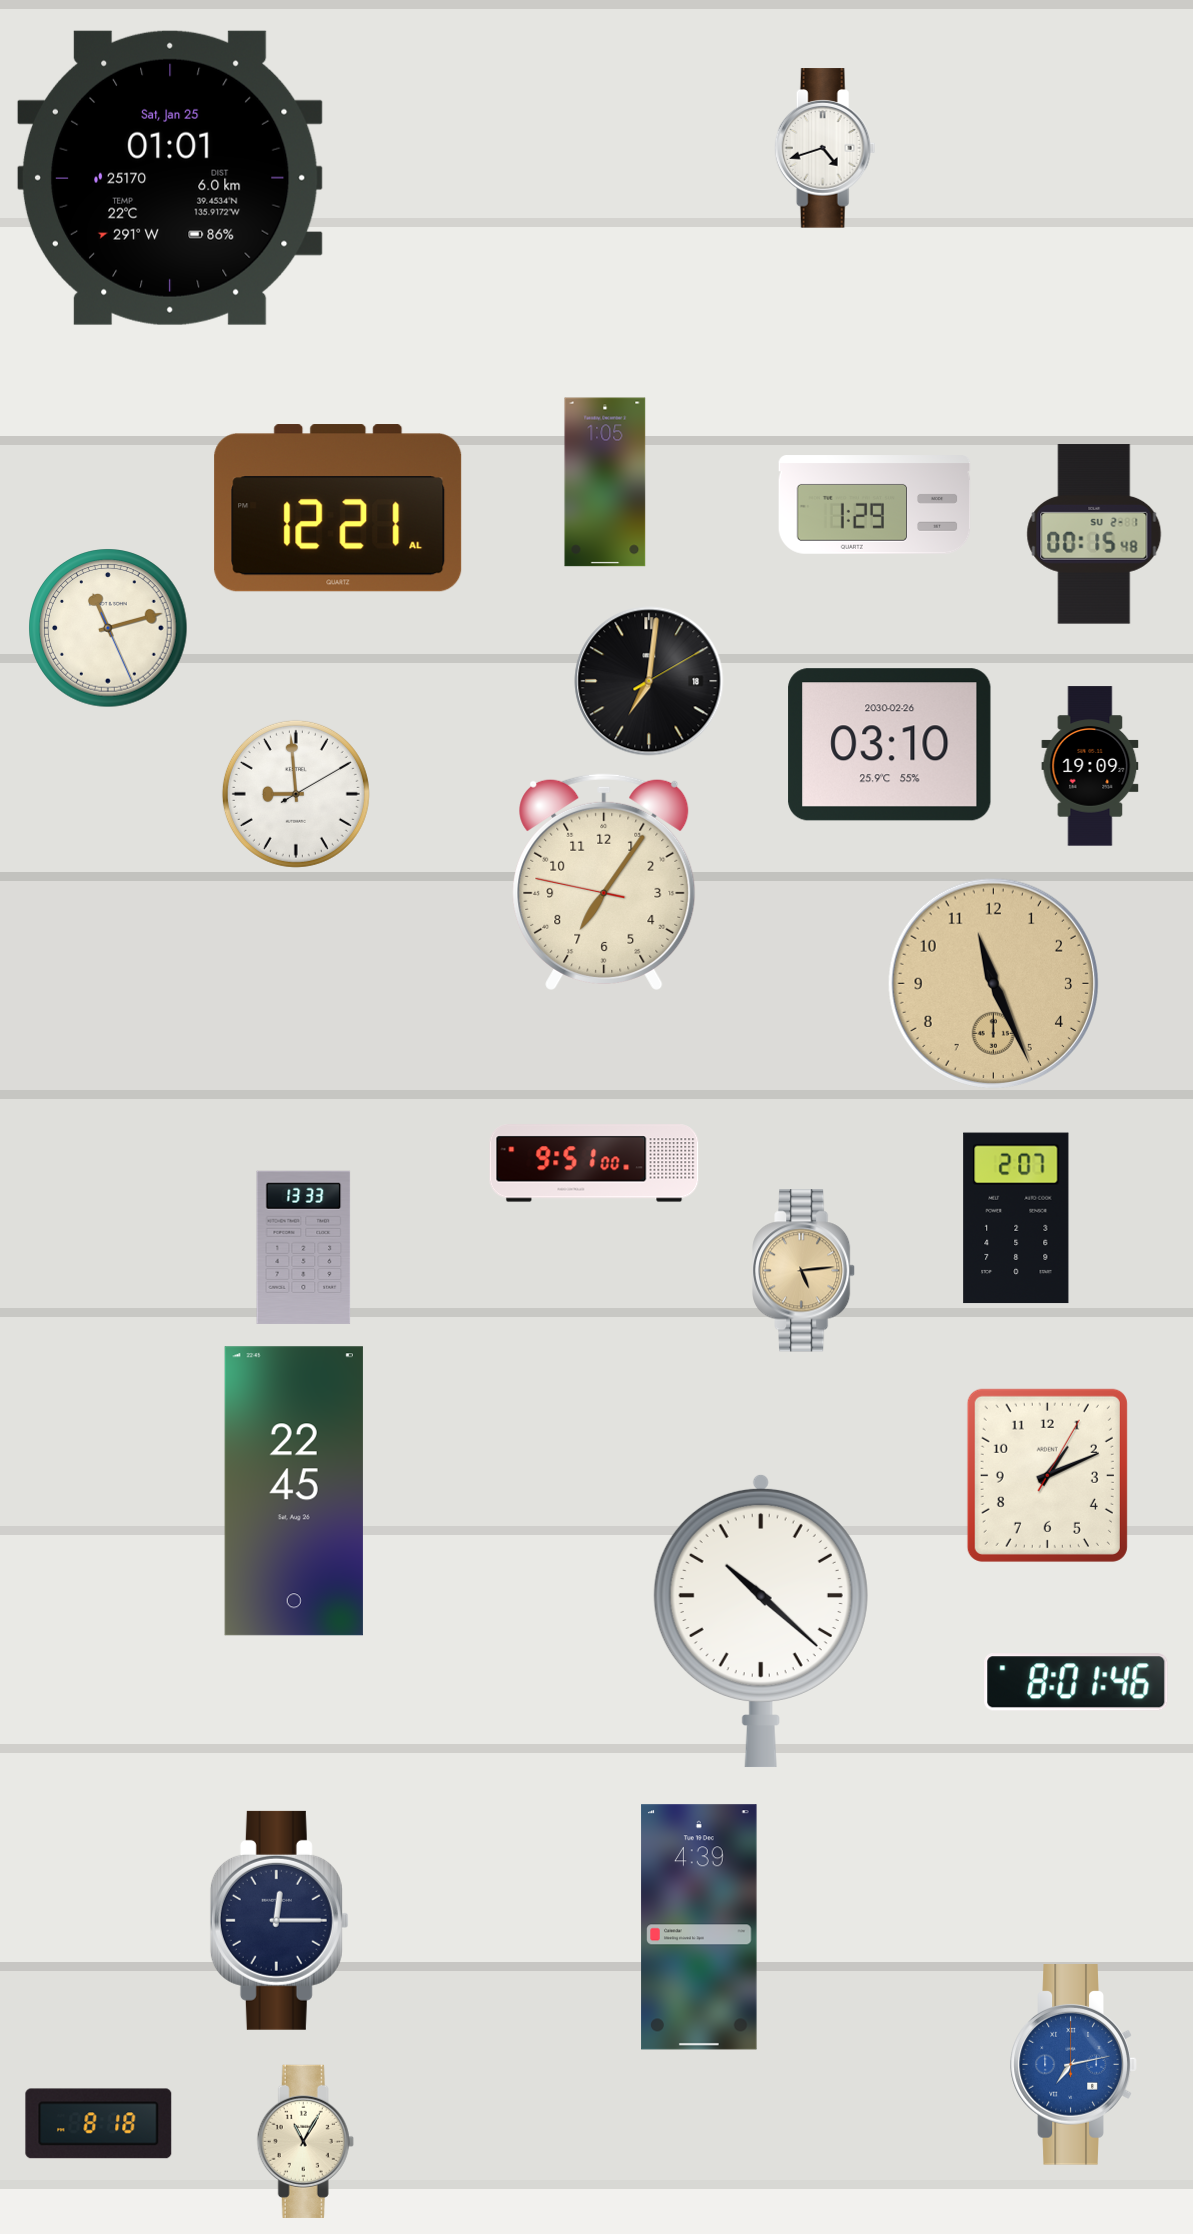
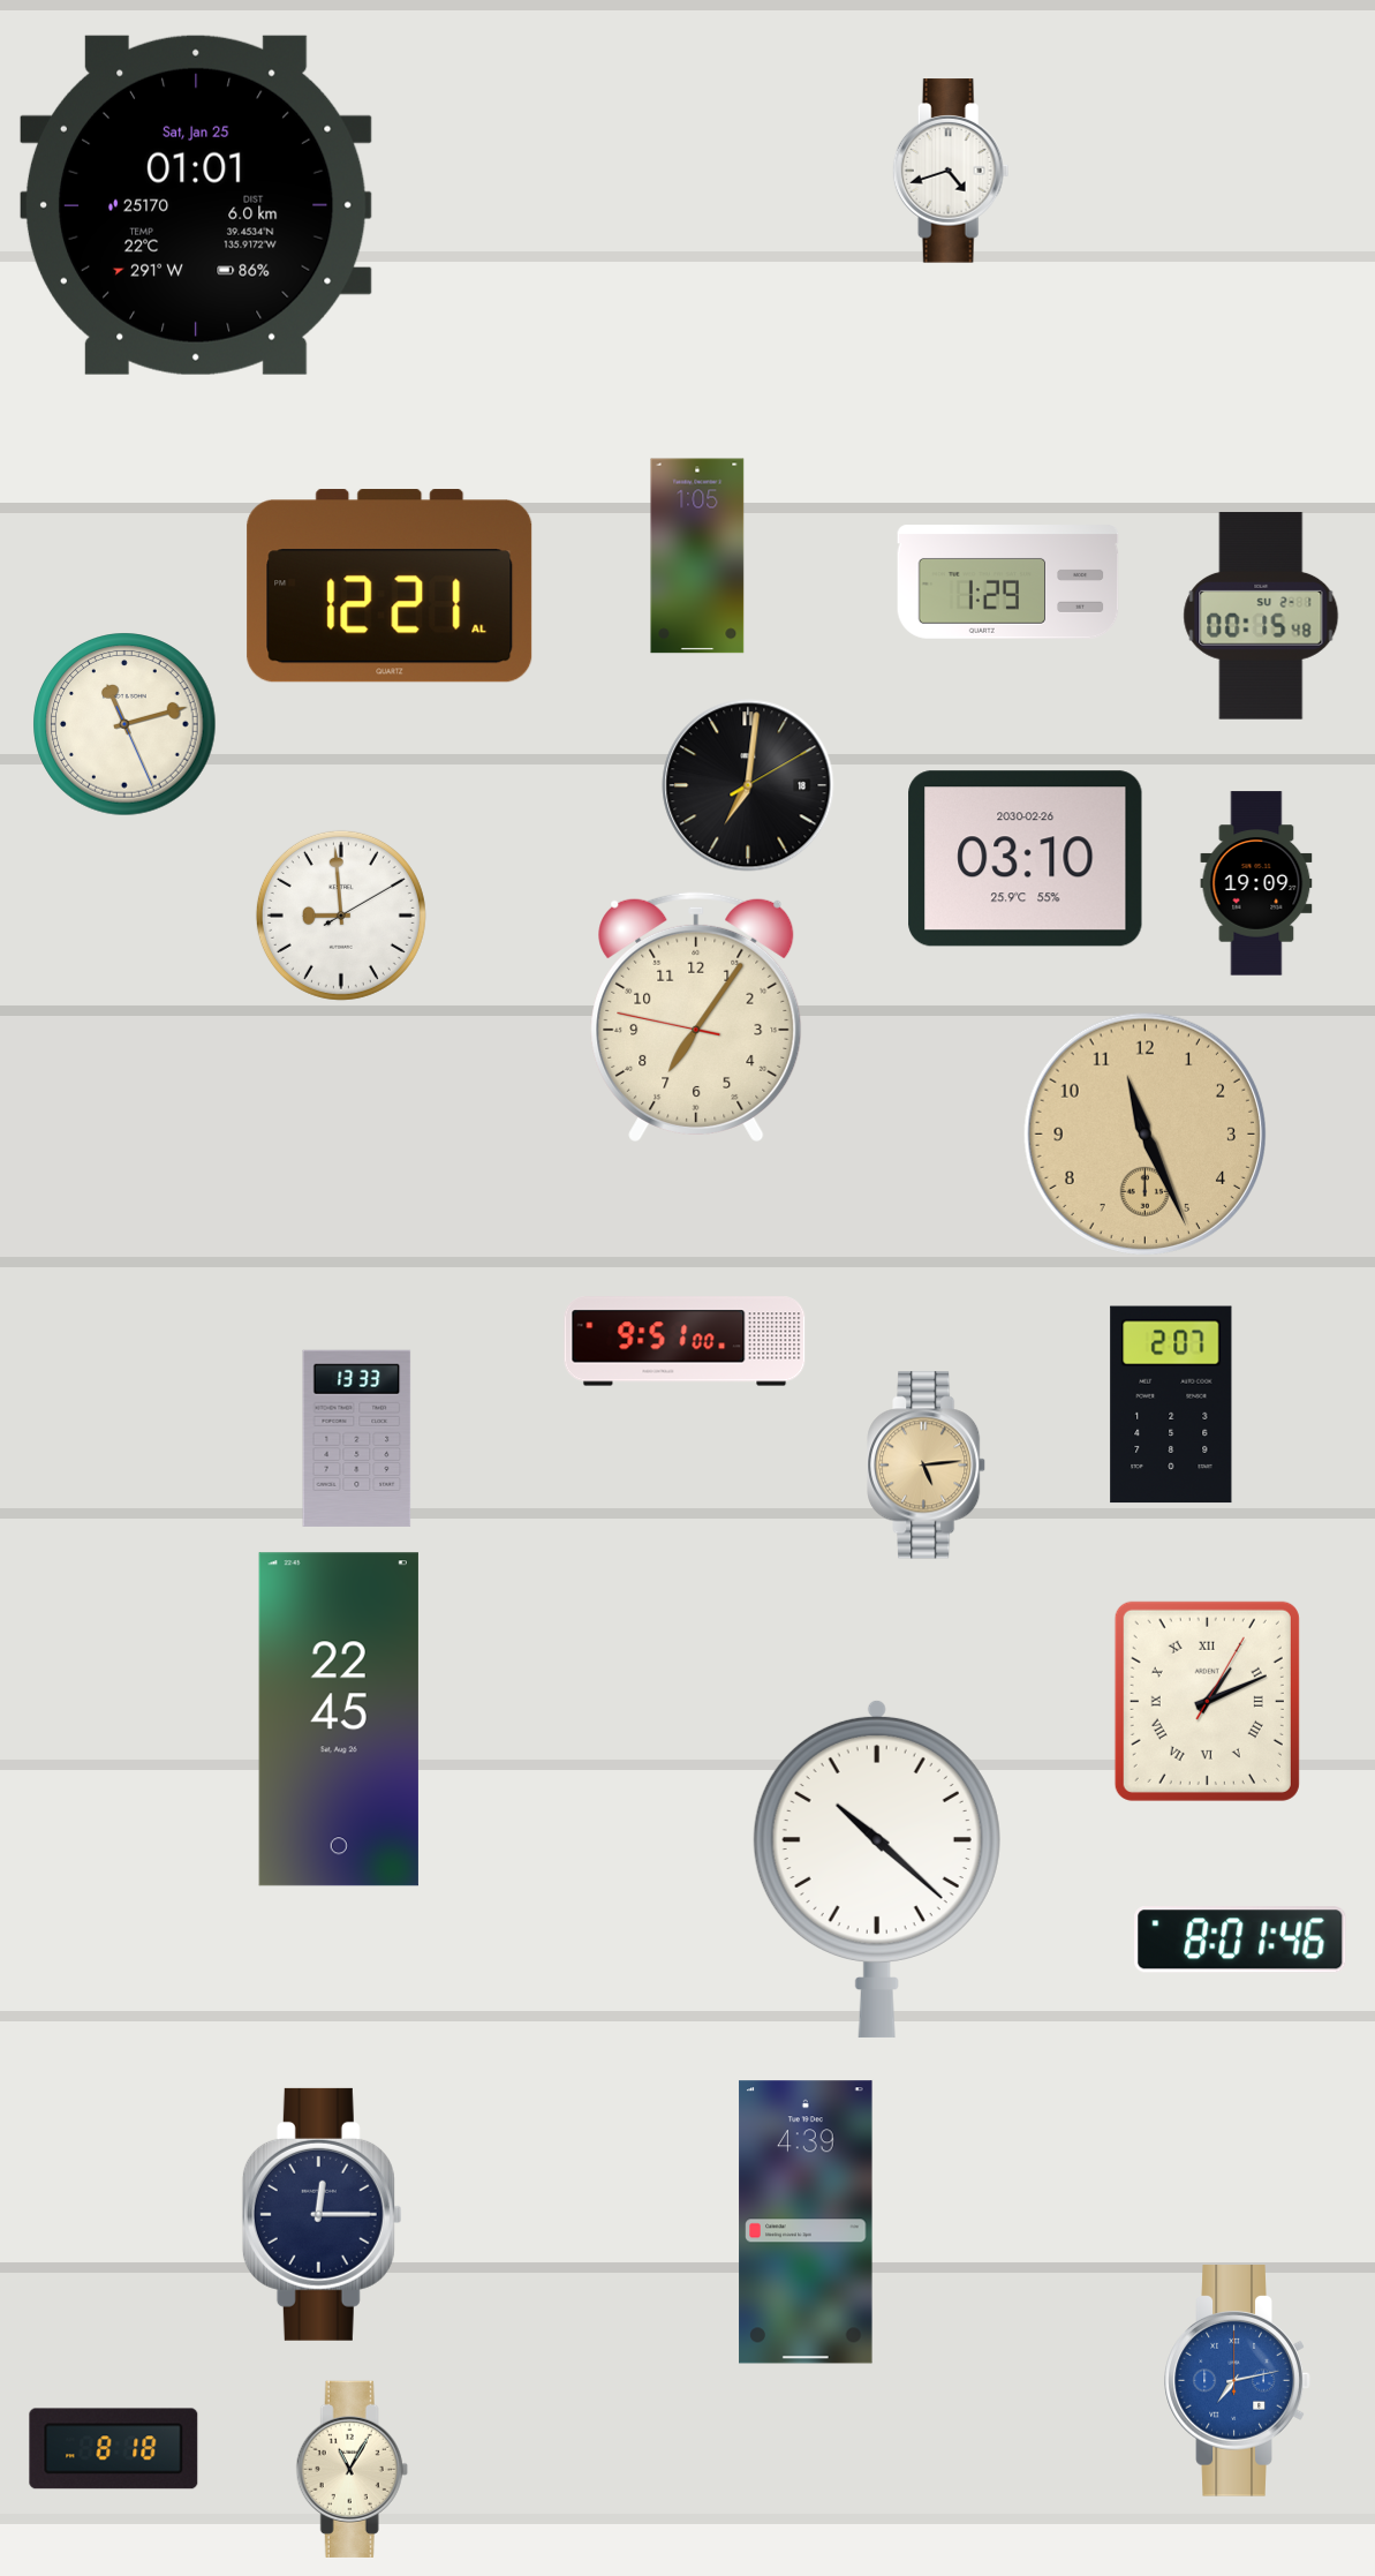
clock at (304, 1247) position: (304, 1247) -> (357, 1438)
clock at (1047, 1475) numerals: Arabic -> Roman
